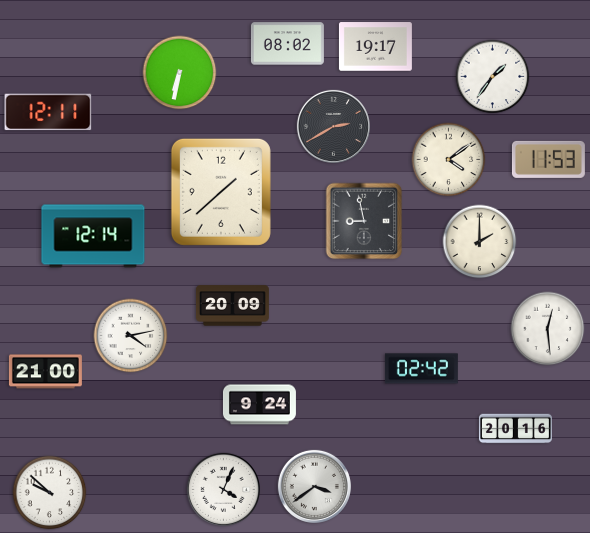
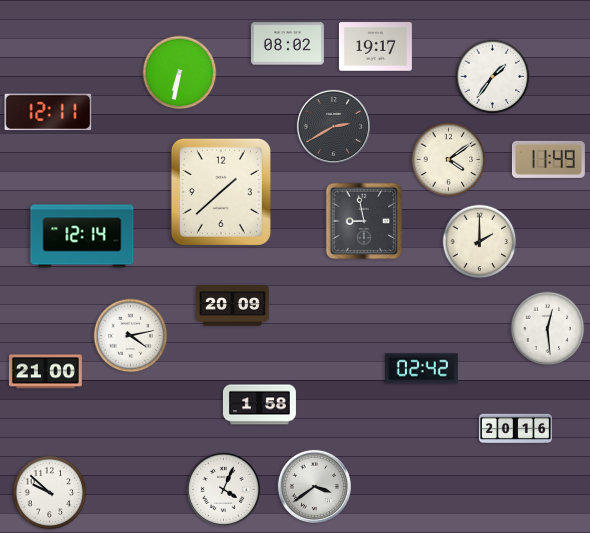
clock at (548, 159): 11:53 -> 11:49
clock at (93, 236) position: (93, 236) -> (82, 236)
clock at (259, 405): 9:24 -> 1:58
